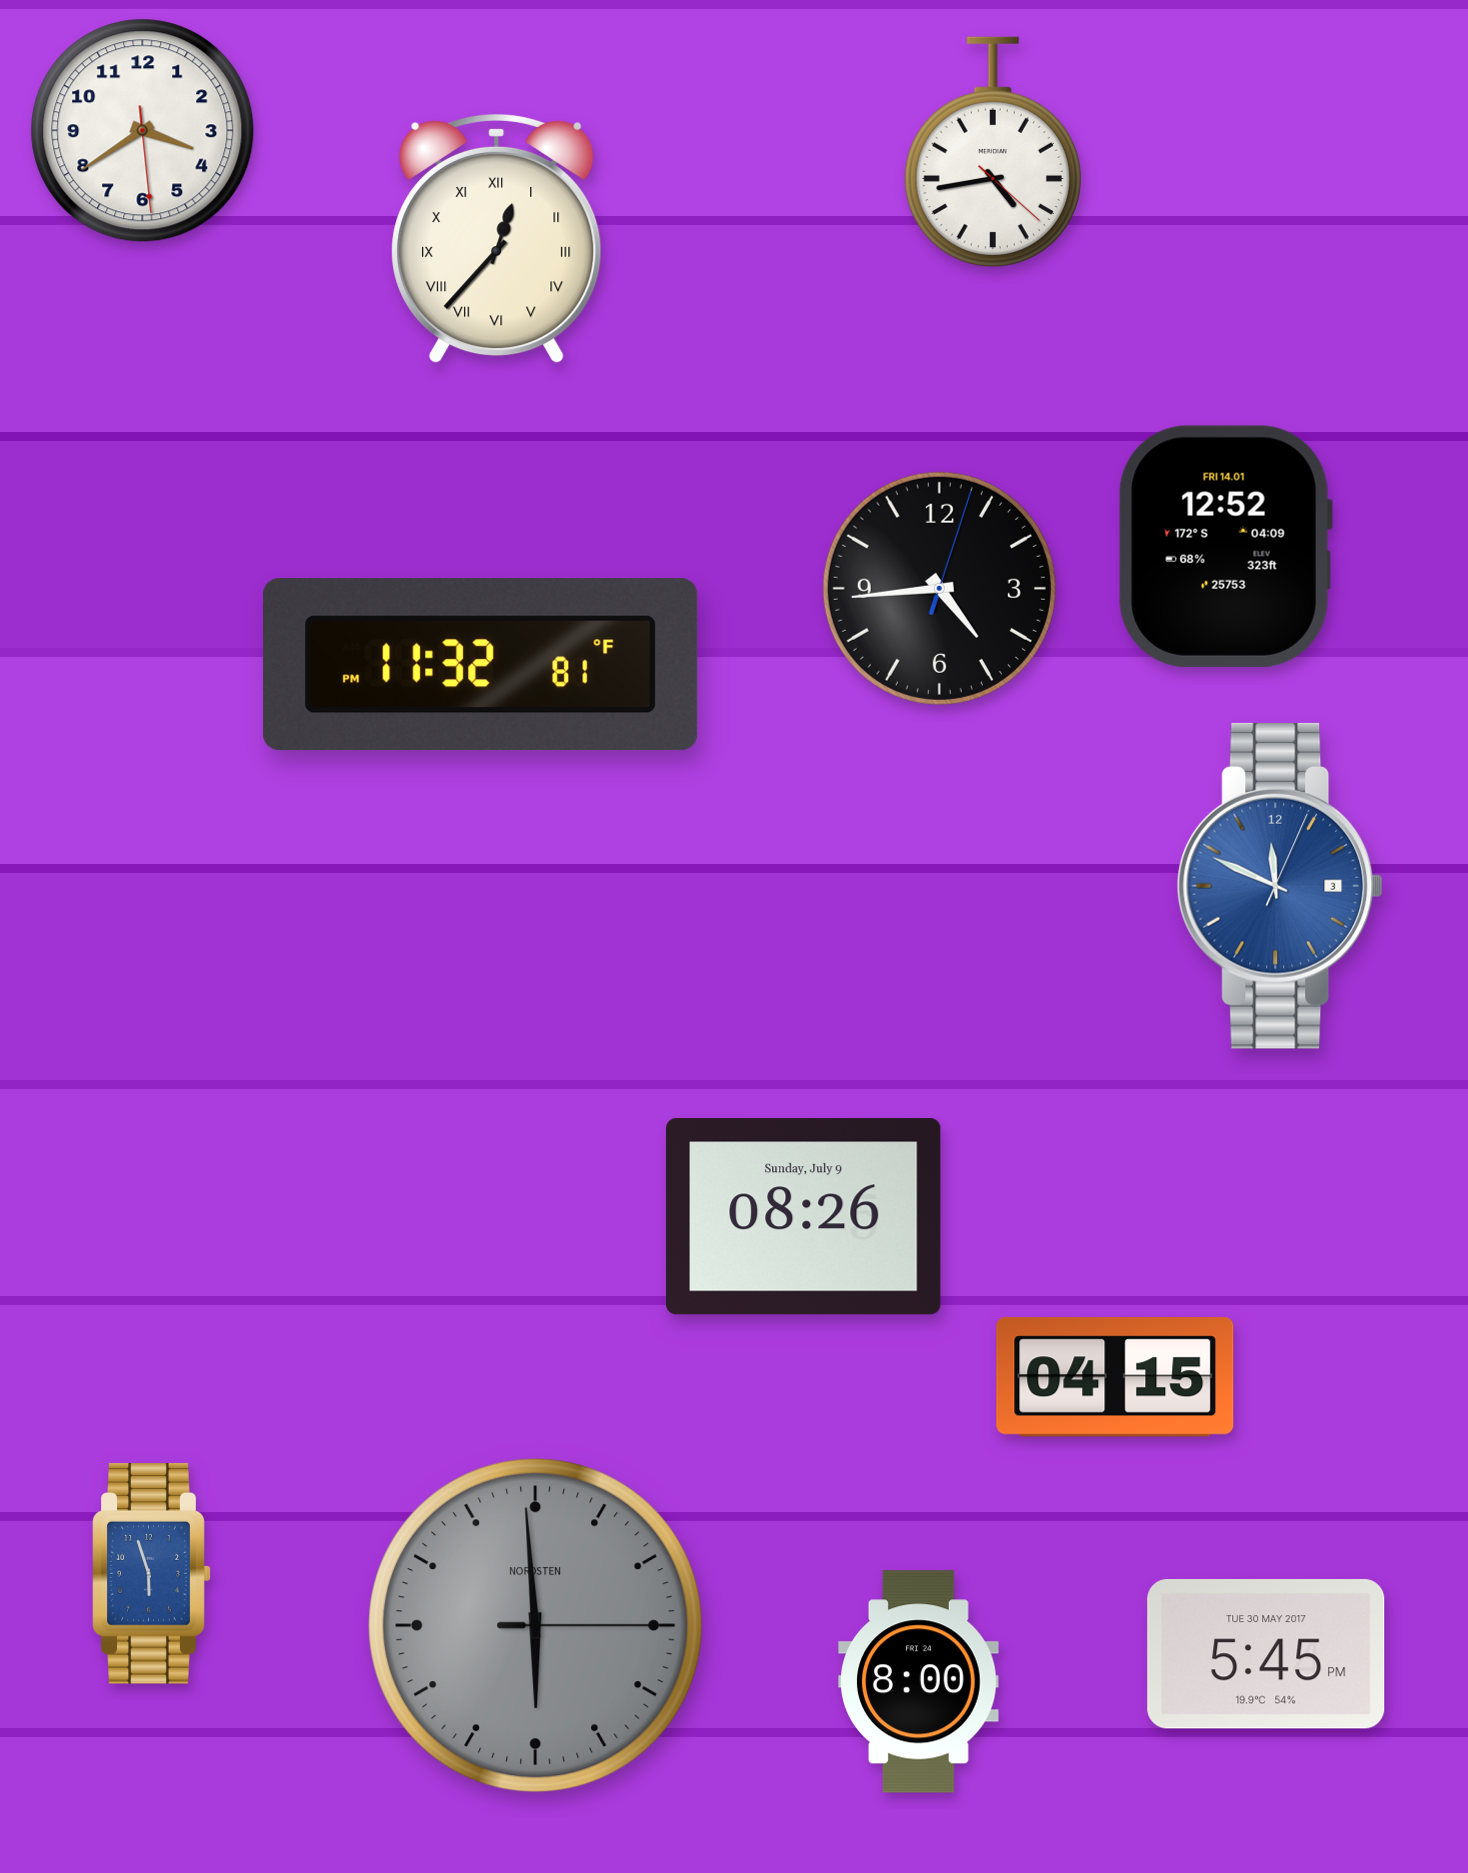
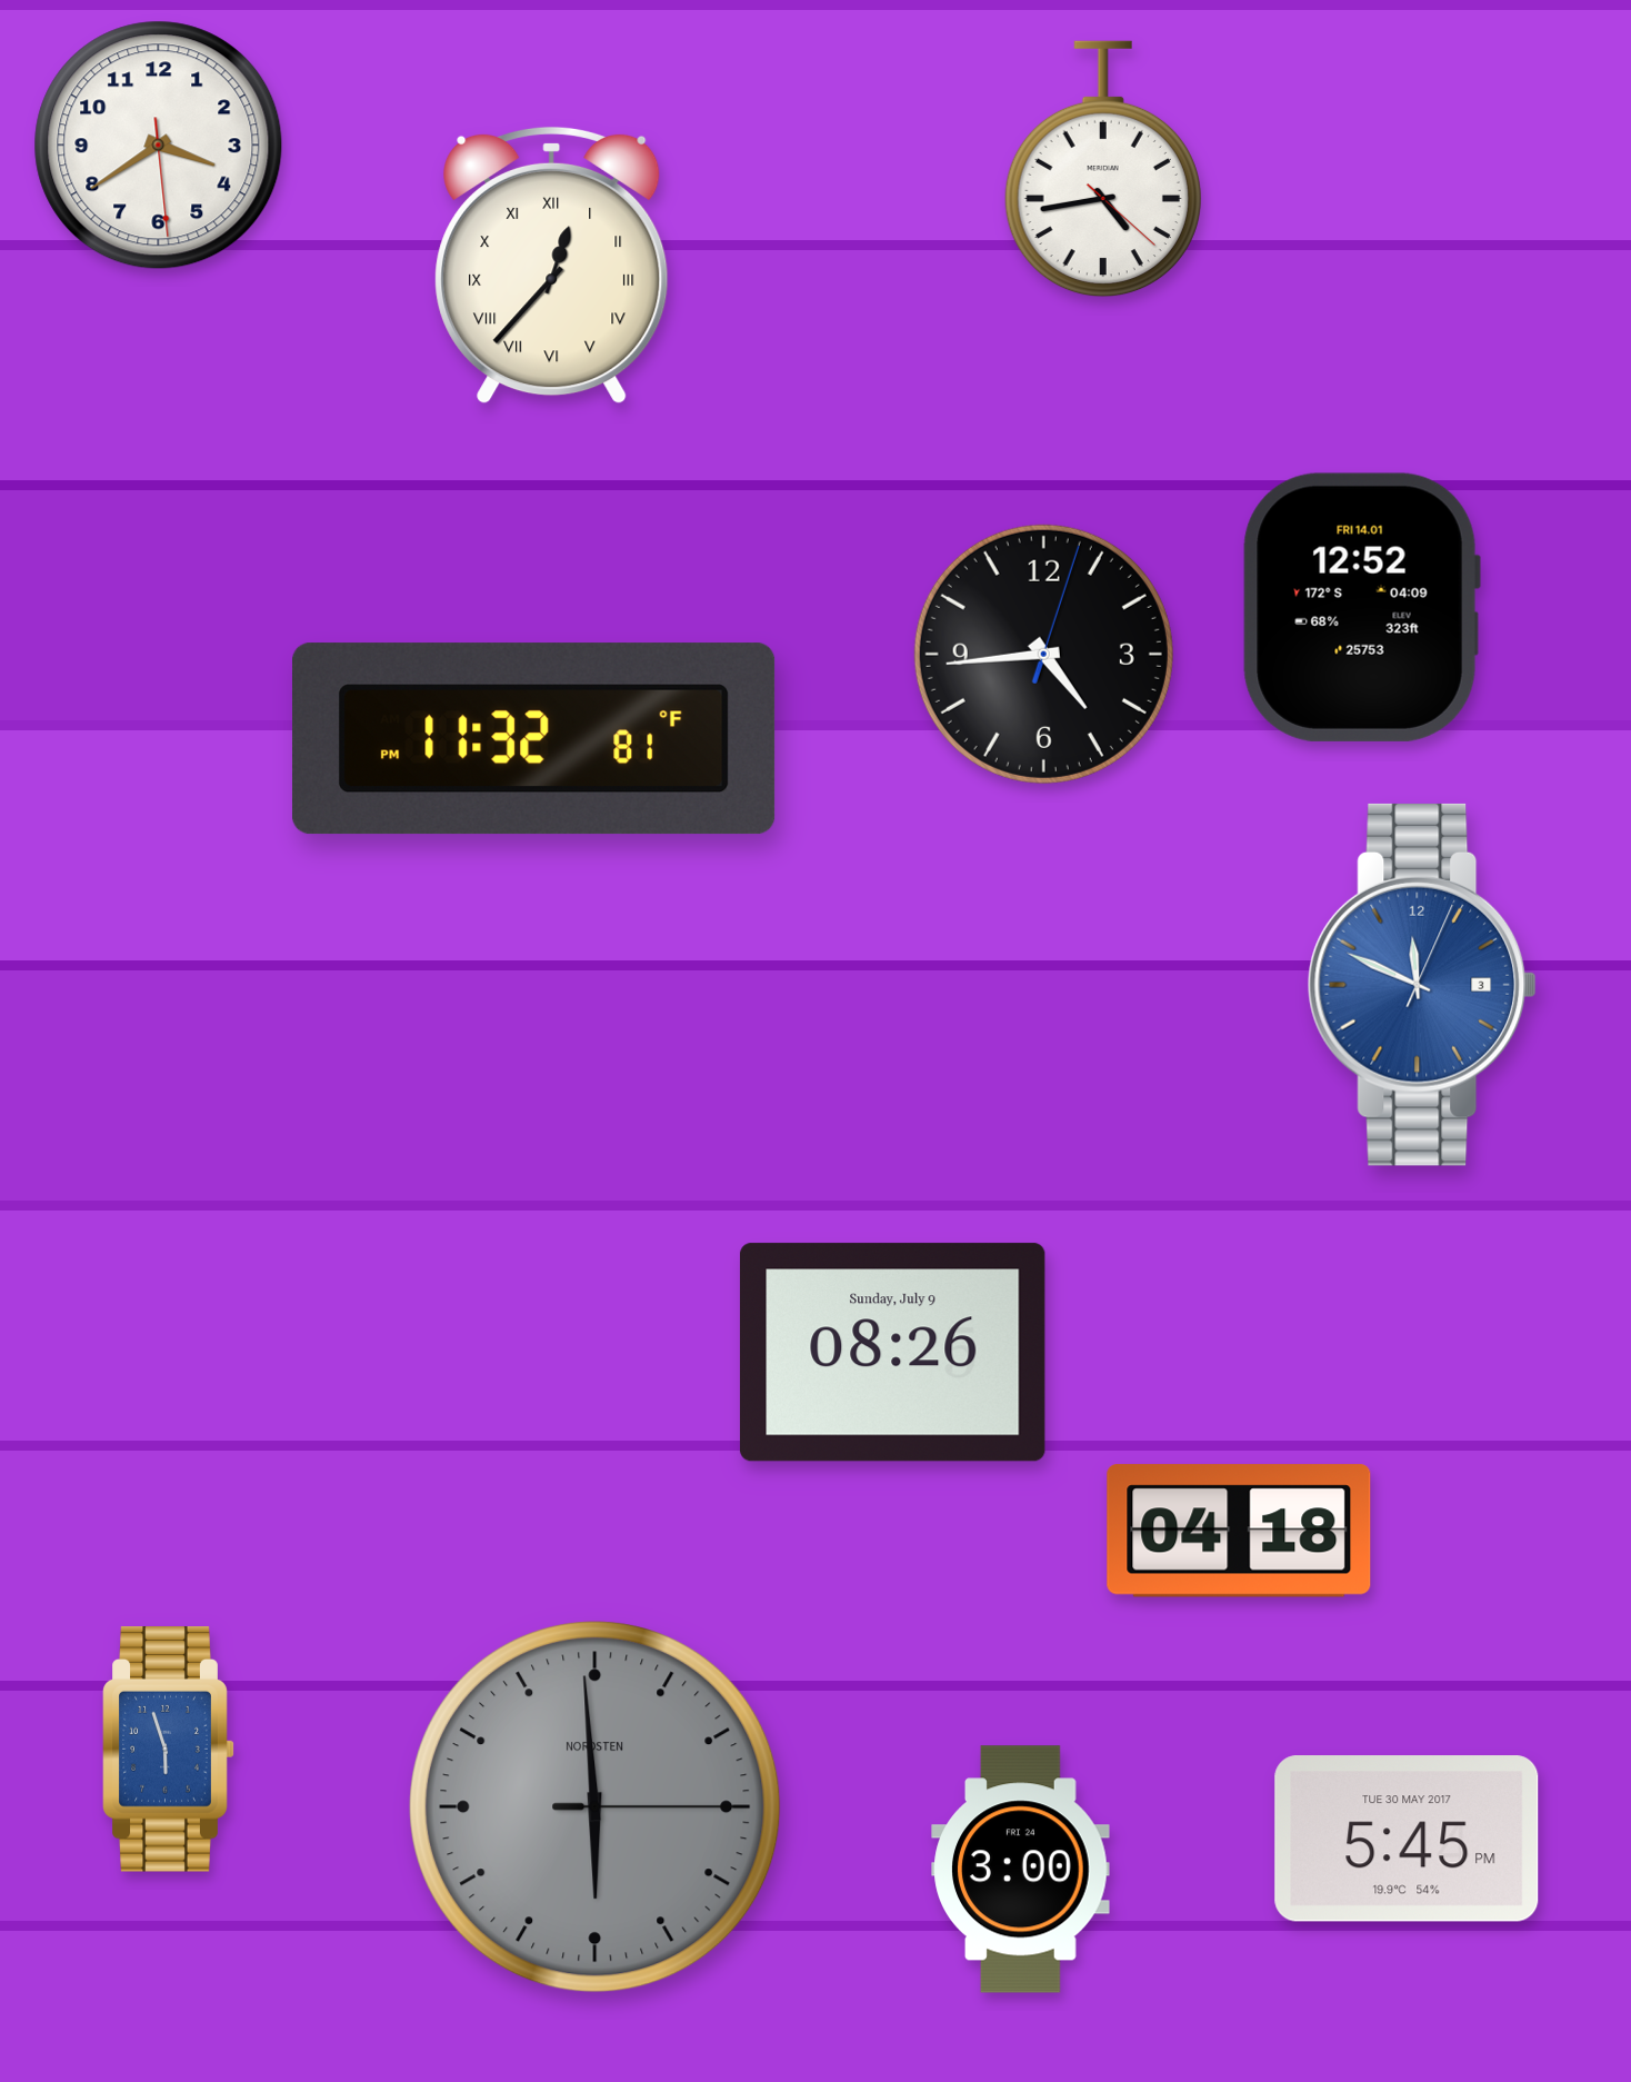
clock at (1115, 1377): 04:15 -> 04:18
clock at (919, 1682): 8:00 -> 3:00
